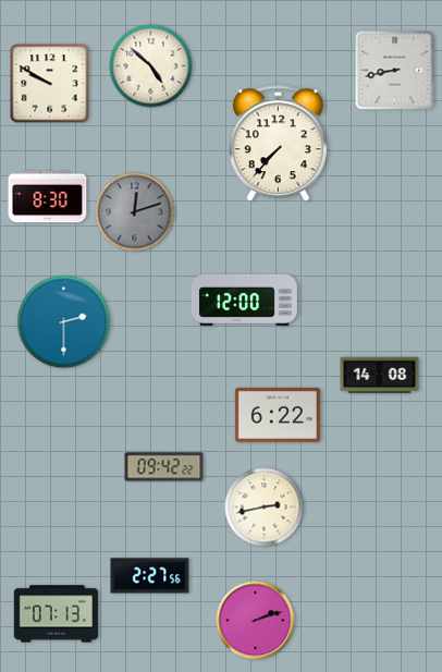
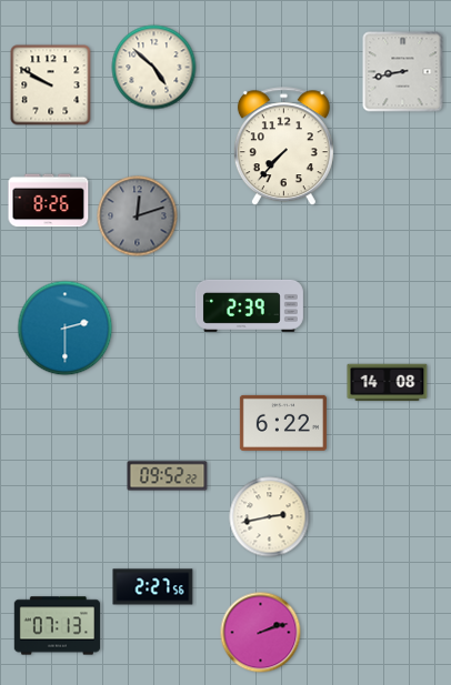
clock at (48, 197): 8:30 -> 8:26
clock at (244, 300): 12:00 -> 2:39
clock at (164, 467): 09:42 -> 09:52
